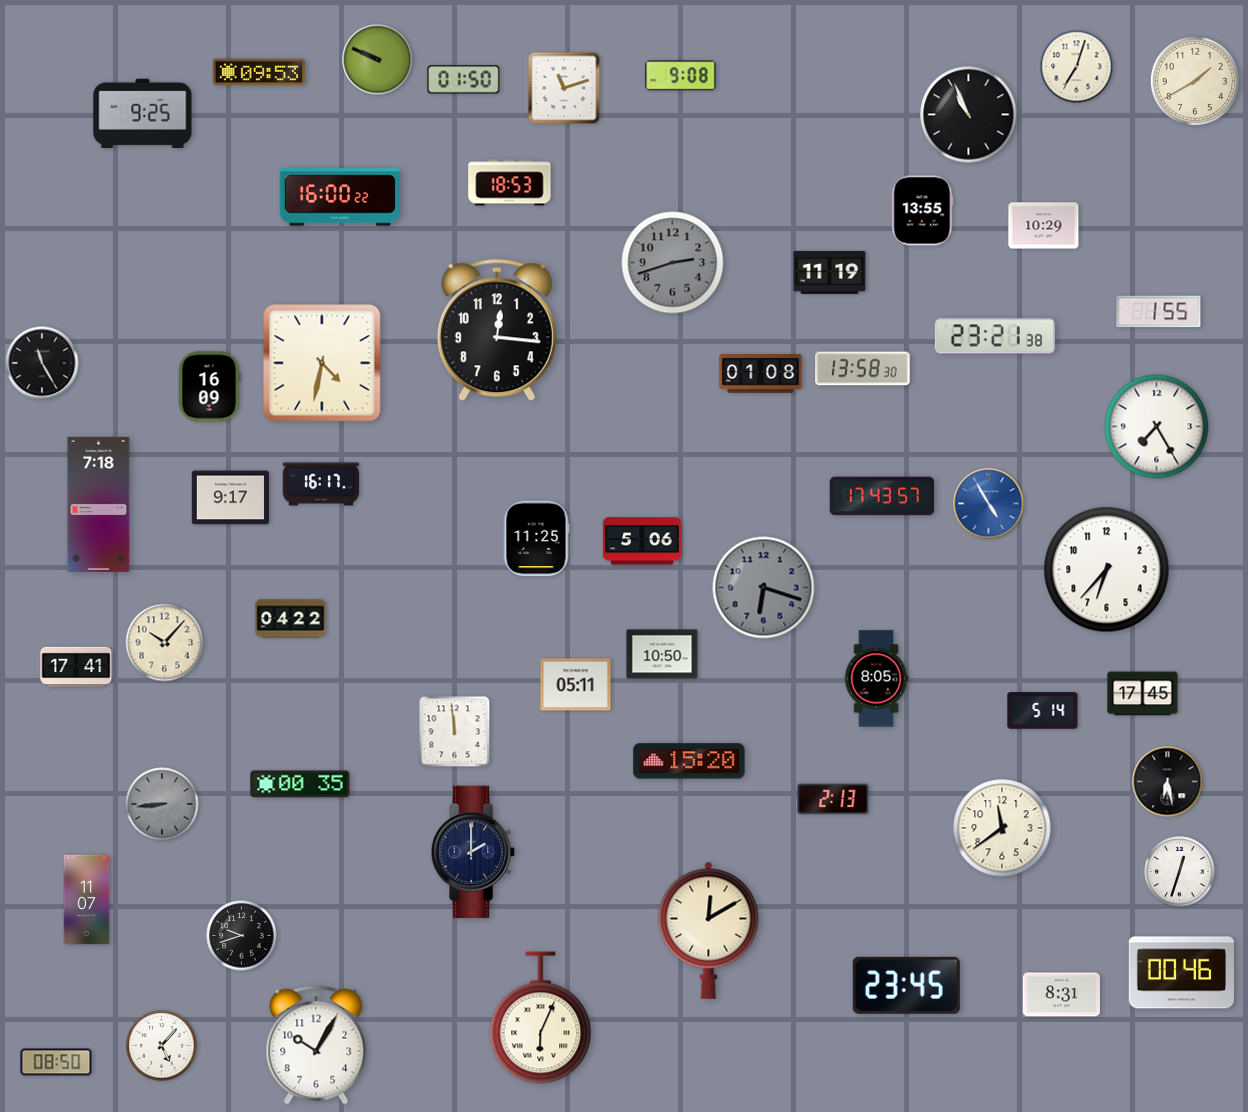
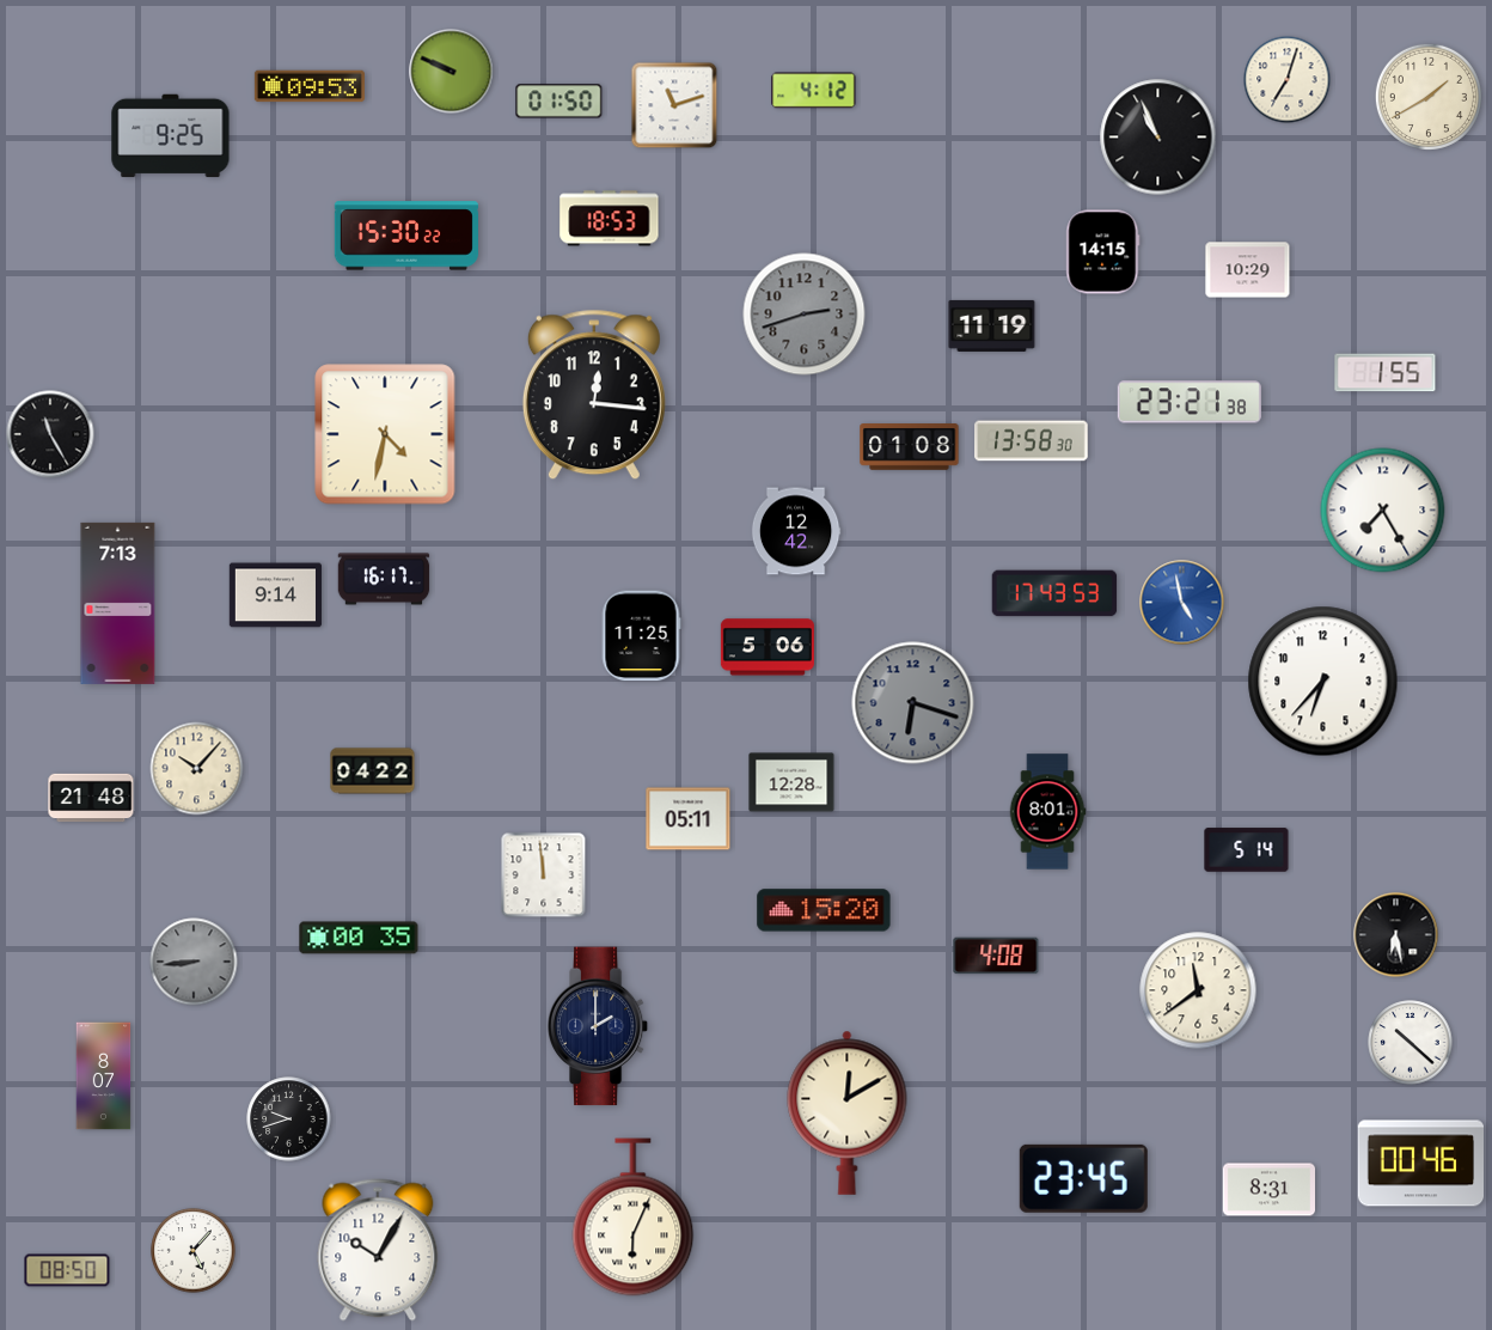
clock at (681, 76): 9:08 -> 4:12
clock at (464, 80) position: (464, 80) -> (559, 102)
clock at (340, 197): 16:00 -> 15:30
clock at (923, 211): 13:55 -> 14:15
clock at (209, 387): 16:09 -> none
clock at (796, 531): none -> 12:42
clock at (882, 496): 17:43:57 -> 17:43:53
clock at (230, 498): 9:17 -> 9:14
clock at (99, 504): 7:18 -> 7:13
clock at (989, 504): 4:55 -> 4:58
clock at (536, 539) position: (536, 539) -> (641, 636)
clock at (291, 619) position: (291, 619) -> (373, 771)
clock at (662, 654): 10:50 -> 12:28
clock at (76, 667): 17:41 -> 21:48
clock at (876, 679): 8:05 -> 8:01
clock at (1143, 694): 17:45 -> none
clock at (833, 799): 2:13 -> 4:08
clock at (473, 852) position: (473, 852) -> (598, 1026)
clock at (1180, 872): 12:33 -> 10:22
clock at (87, 900): 11:07 -> 8:07
clock at (1181, 973) position: (1181, 973) -> (1420, 1164)
clock at (541, 1018) position: (541, 1018) -> (634, 1218)
